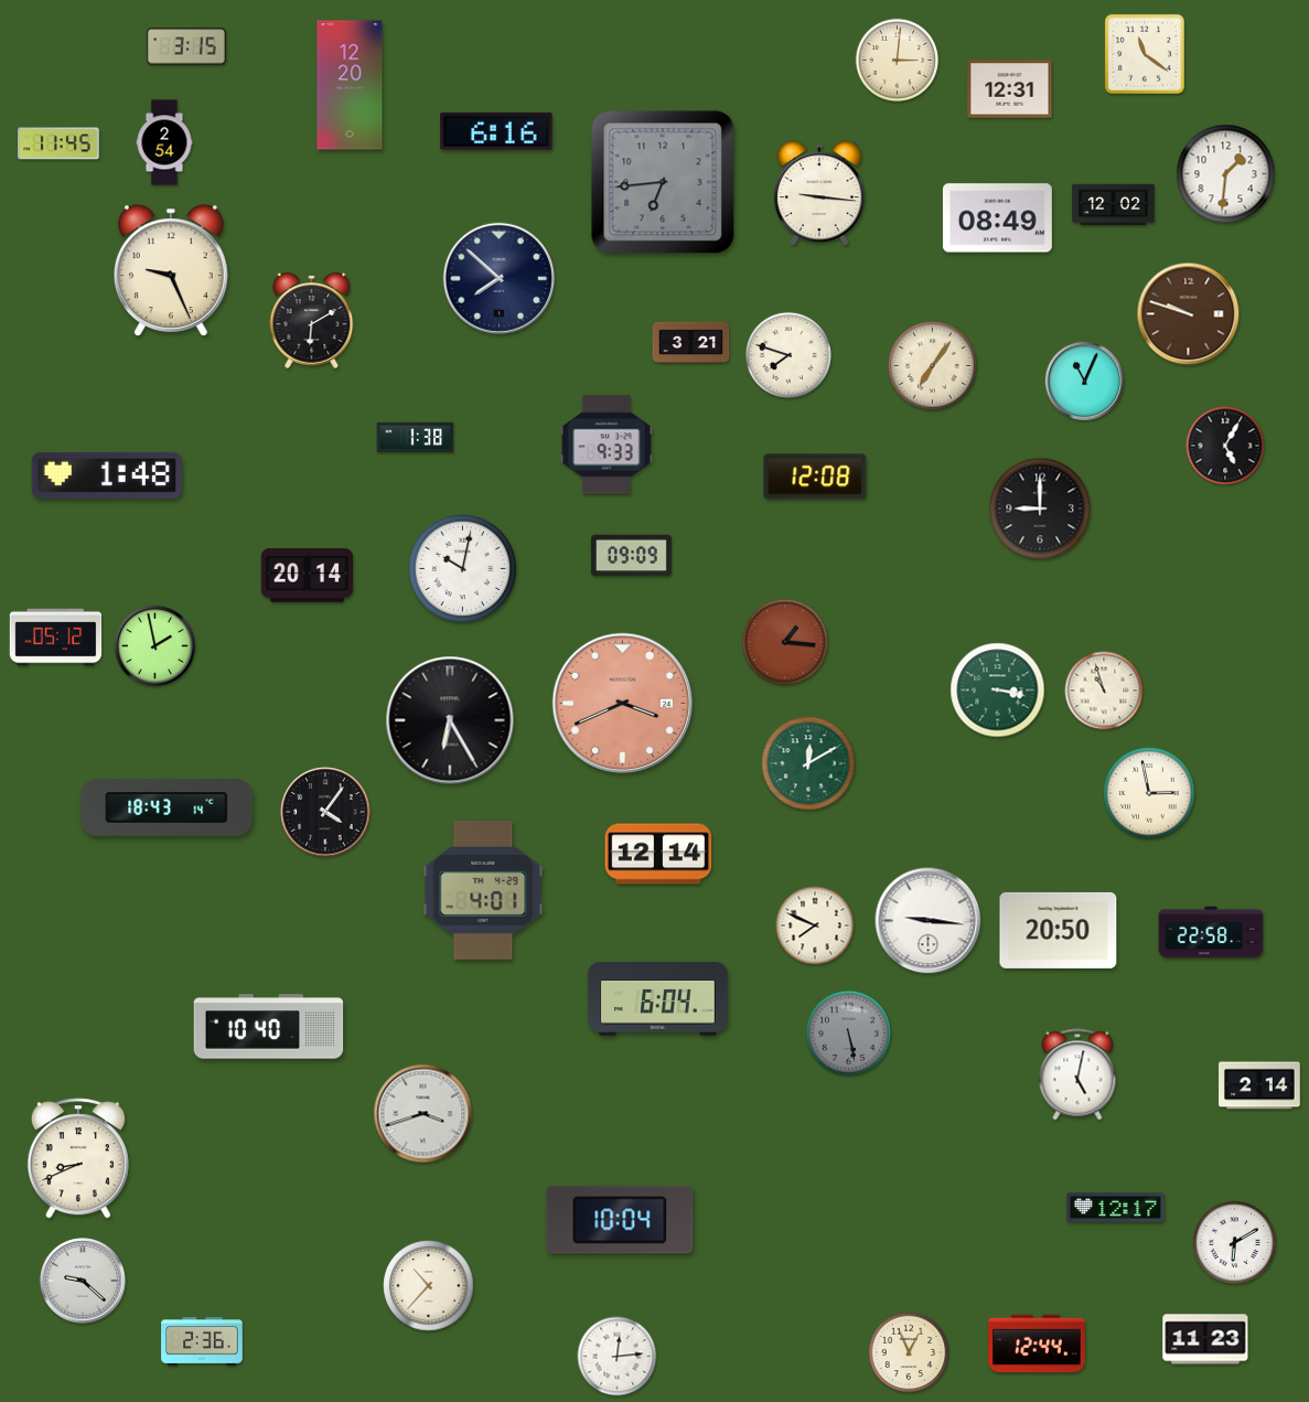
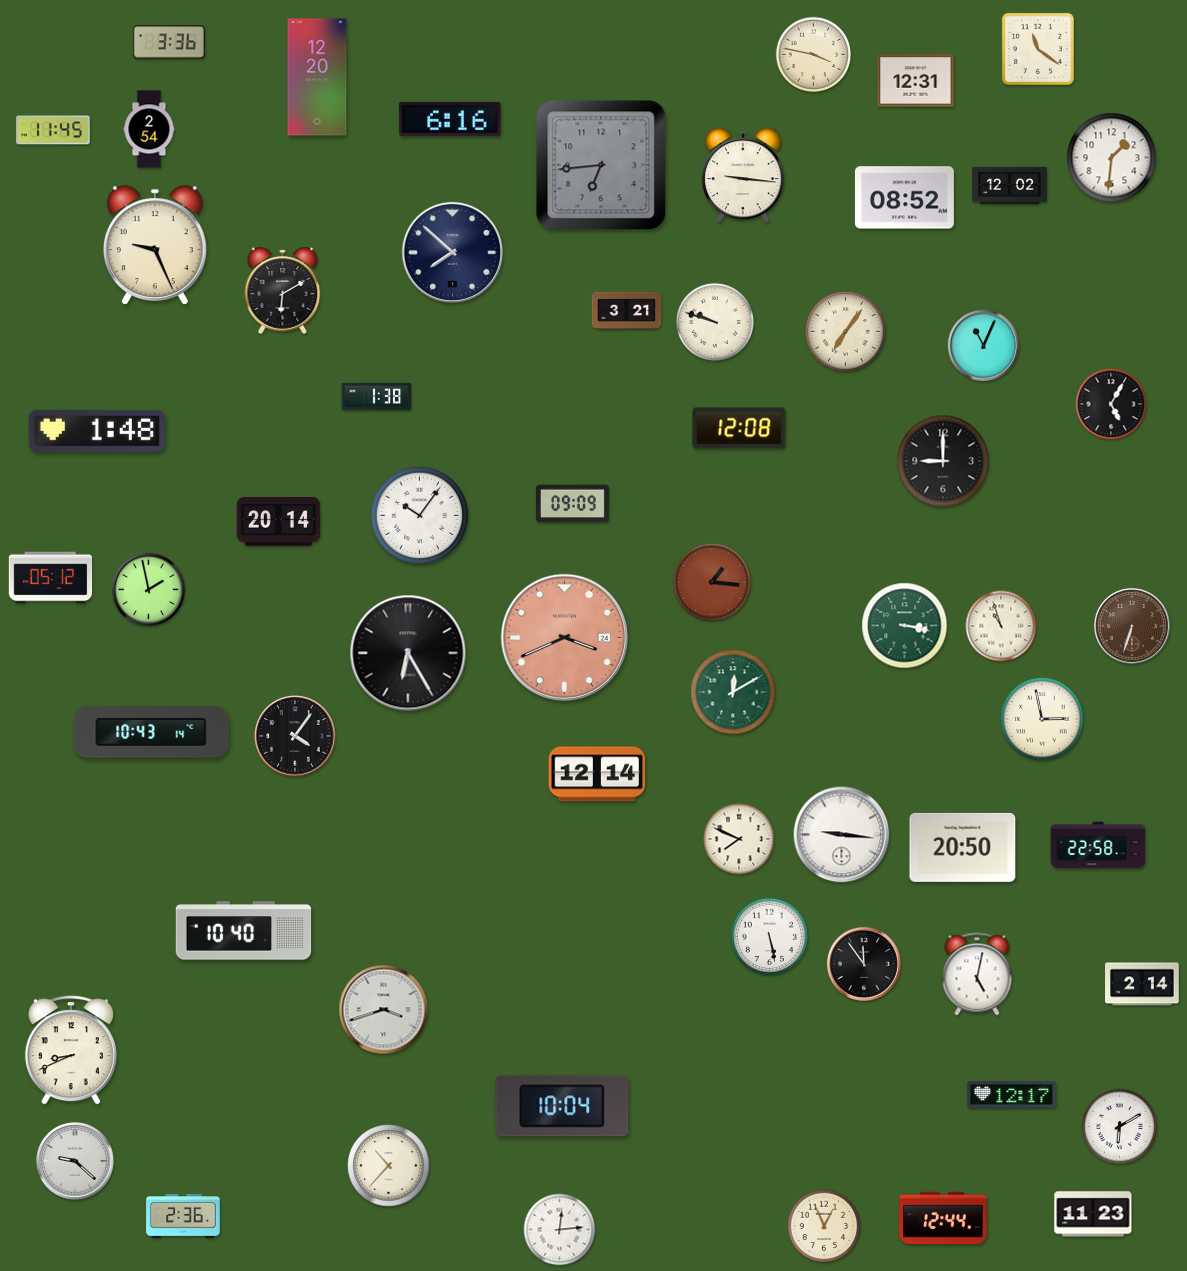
clock at (186, 46): 3:15 -> 3:36
clock at (898, 61): 3:01 -> 3:47
clock at (997, 218): 08:49 -> 08:52
clock at (1189, 314): 9:48 -> none
clock at (788, 355): 7:48 -> 9:48
clock at (607, 445): 9:33 -> none
clock at (815, 477) position: (815, 477) -> (739, 428)
clock at (462, 568): 10:02 -> 10:06
clock at (154, 645) position: (154, 645) -> (148, 589)
clock at (1132, 626): none -> 6:33
clock at (167, 809): 18:43 -> 10:43
clock at (483, 890): 4:01 -> none
clock at (1059, 930) position: (1059, 930) -> (963, 847)
clock at (658, 999): 6:04 -> none
clock at (848, 1032) dial: grey -> white
clock at (864, 964): none -> 11:54
clock at (1037, 1344) position: (1037, 1344) -> (943, 1218)
